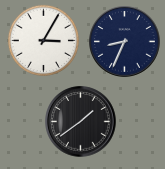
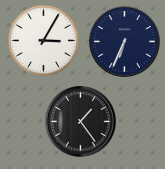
clock at (125, 42): 8:34 -> 6:34
clock at (81, 122): 1:39 -> 1:24
